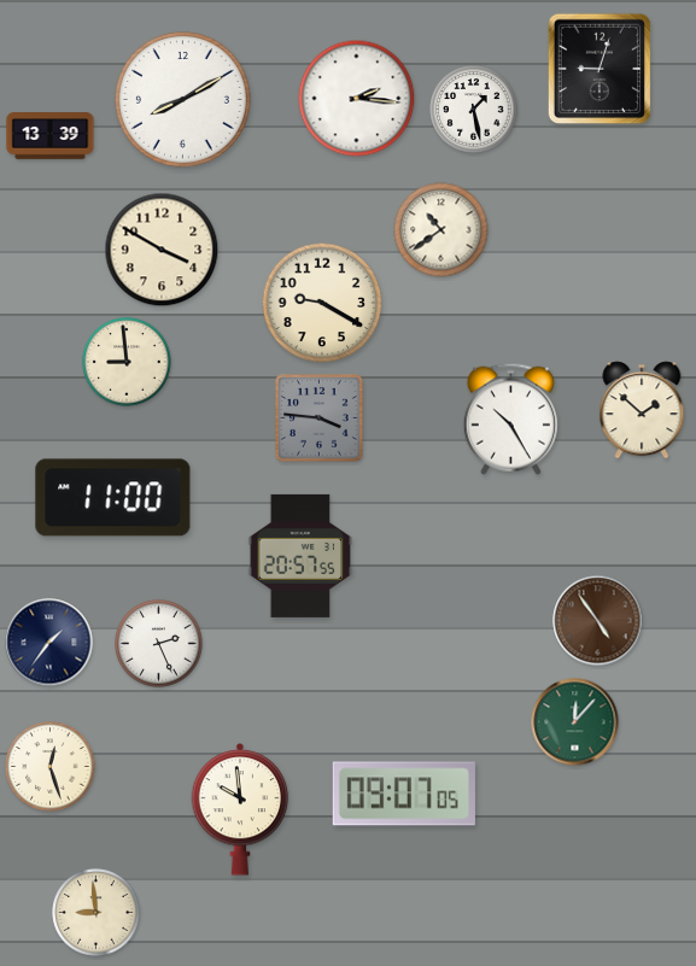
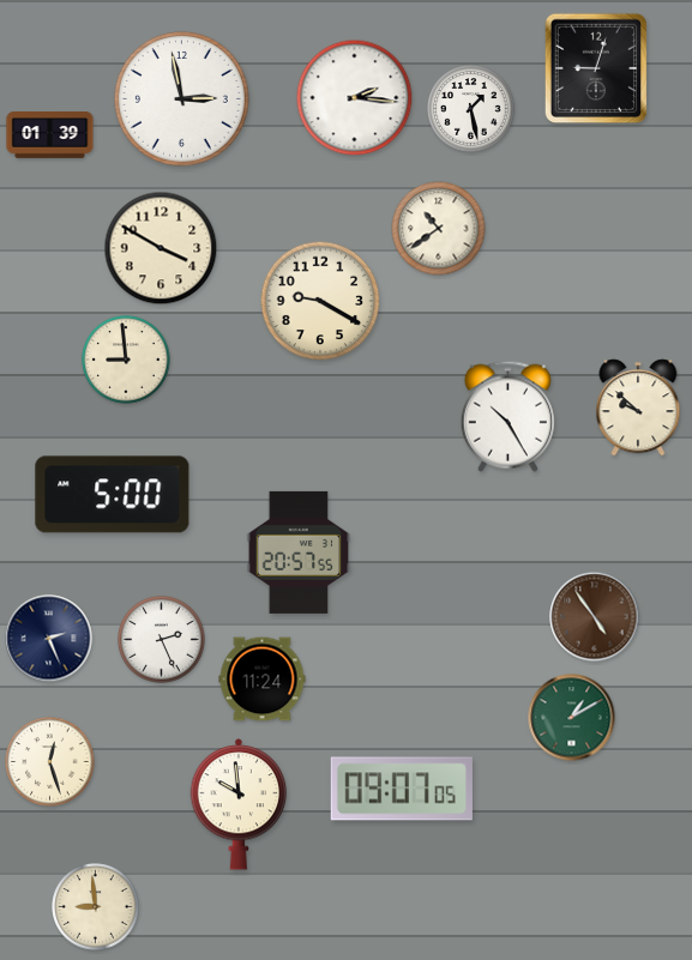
clock at (182, 99): 8:10 -> 2:58
clock at (51, 136): 13:39 -> 01:39
clock at (642, 410): 1:52 -> 9:52
clock at (320, 418): 3:46 -> none
clock at (113, 498): 11:00 -> 5:00
clock at (49, 643): 1:36 -> 2:26
clock at (159, 644) position: (159, 644) -> (162, 640)
clock at (263, 680): none -> 11:24
clock at (575, 722): 12:07 -> 1:10
